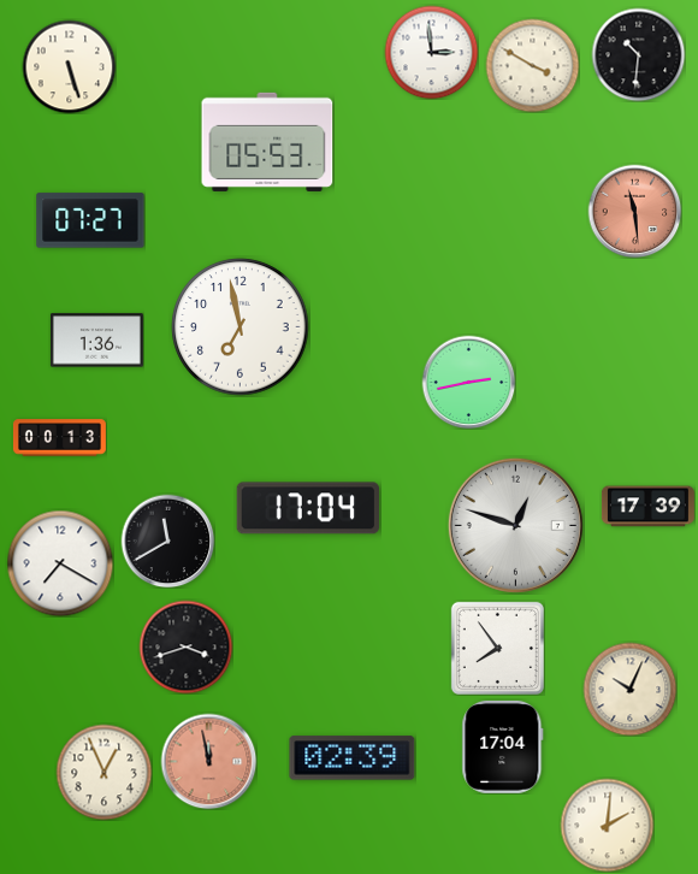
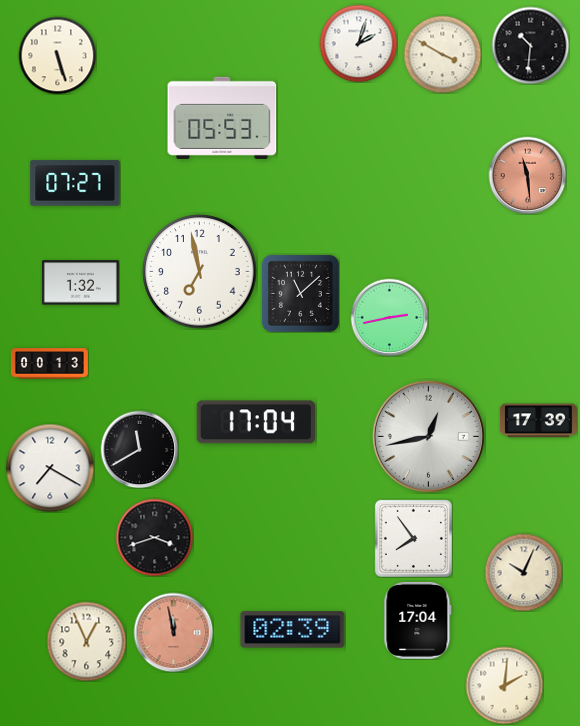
clock at (431, 52): 2:59 -> 2:03
clock at (96, 341): 1:36 -> 1:32
clock at (300, 293): none -> 11:08
clock at (515, 525): 12:48 -> 12:43
